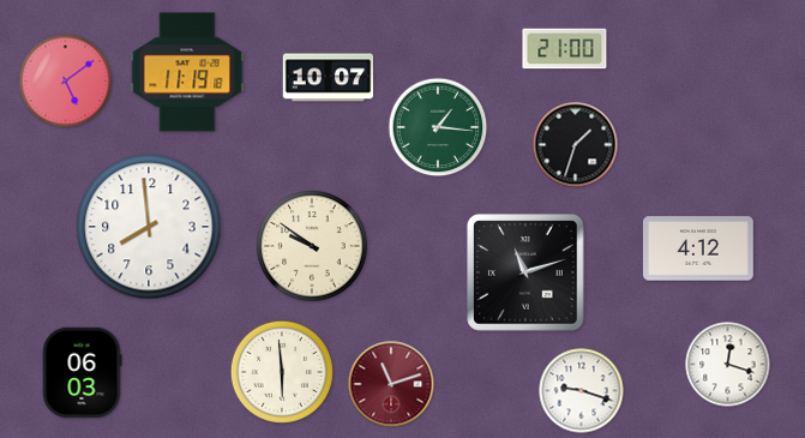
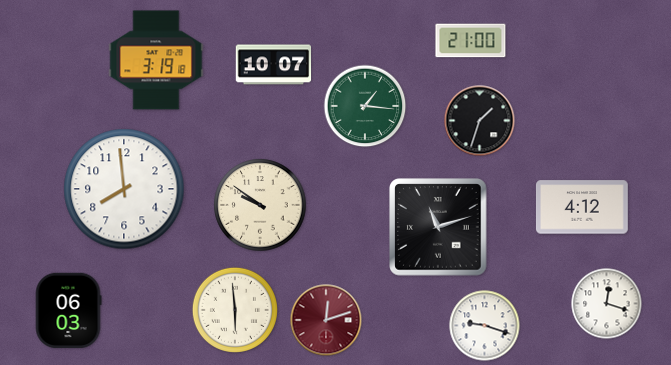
clock at (187, 72): 11:19 -> 3:19
clock at (66, 82): 5:09 -> none
clock at (391, 384): 11:12 -> 12:12
